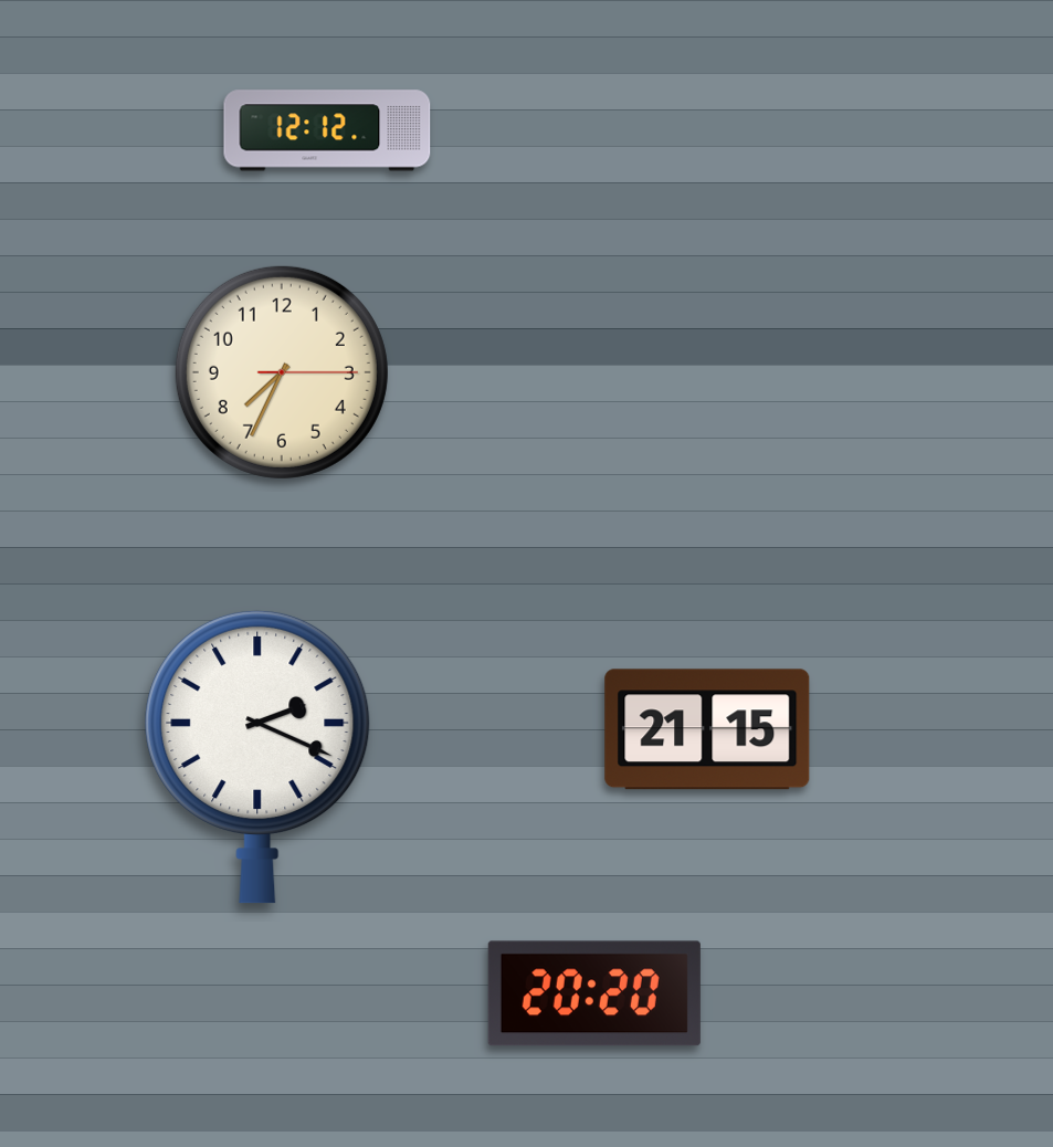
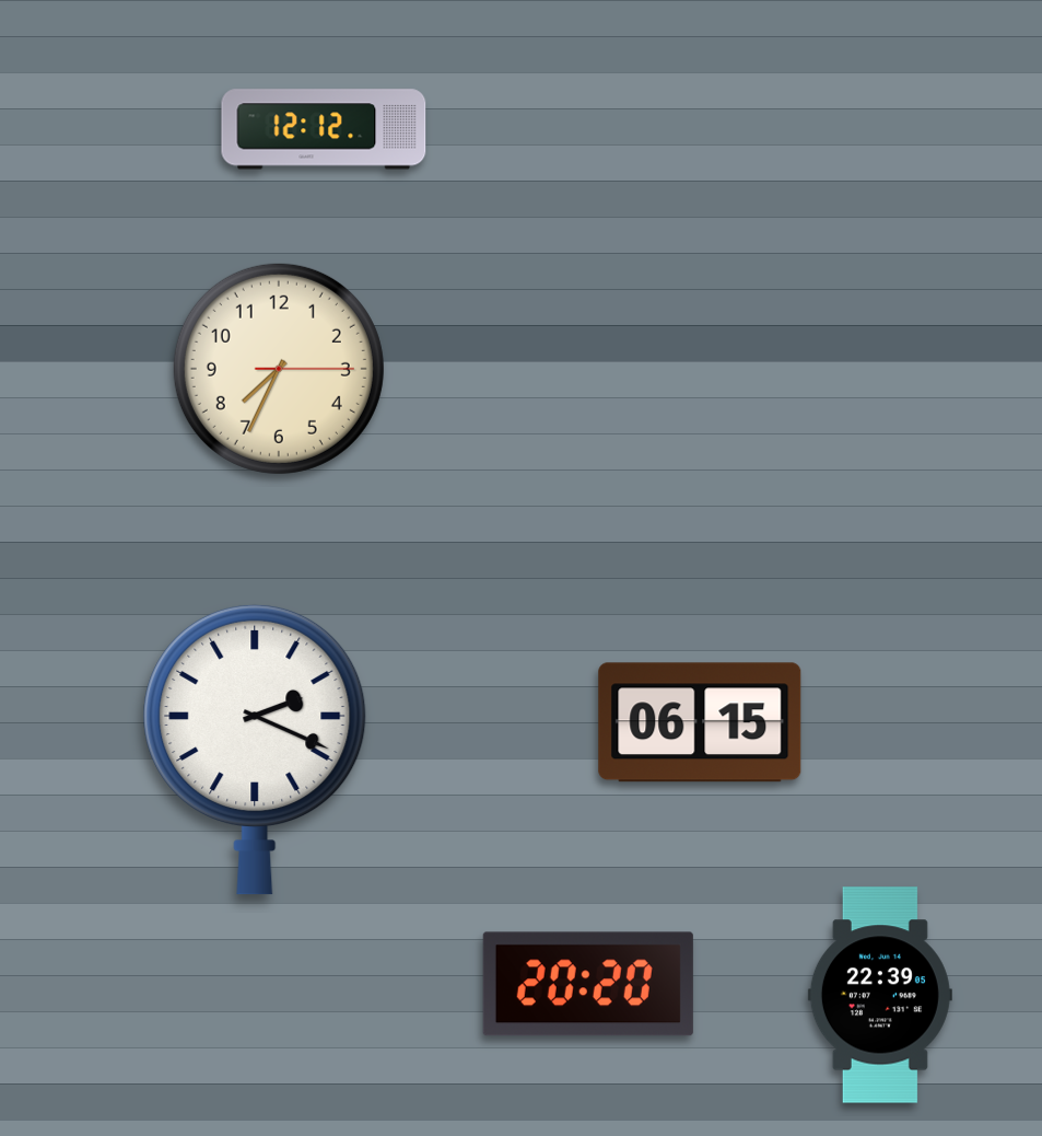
clock at (707, 729): 21:15 -> 06:15
clock at (880, 995): none -> 22:39
